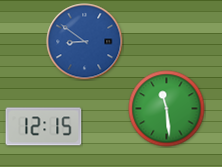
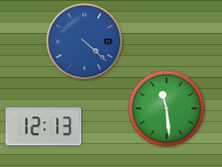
clock at (85, 42): 8:51 -> 4:22
clock at (44, 127): 12:15 -> 12:13
